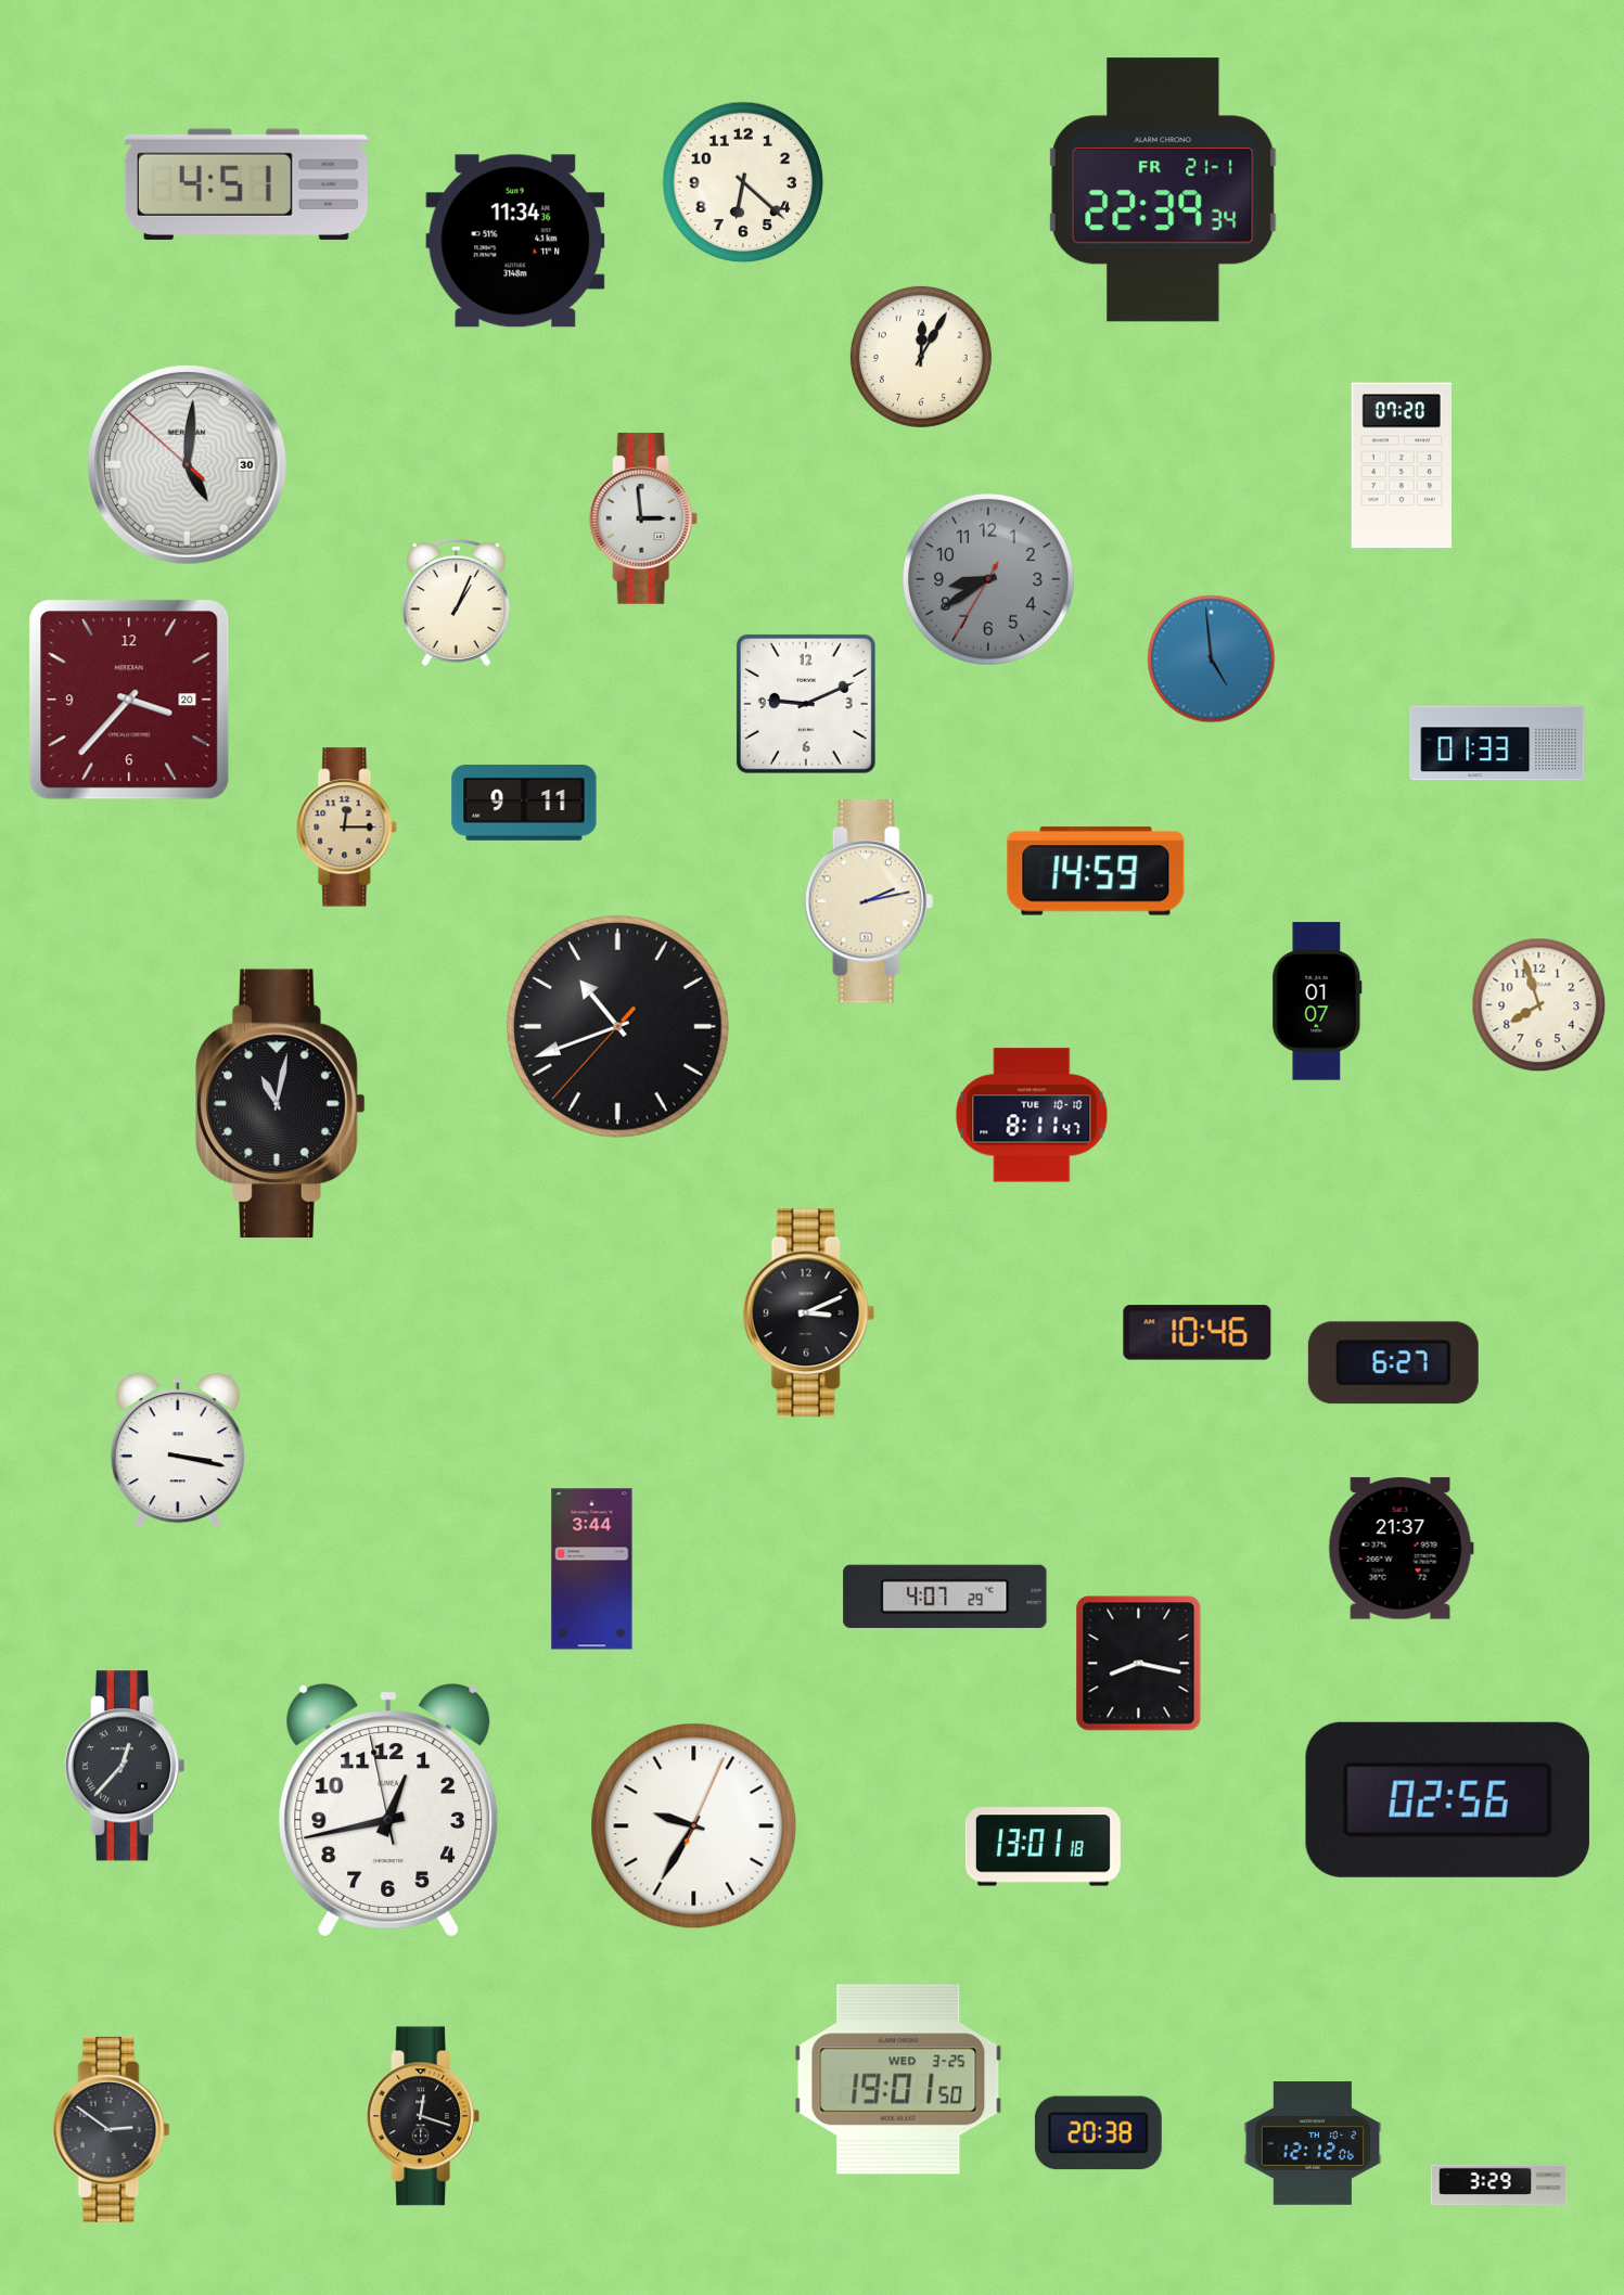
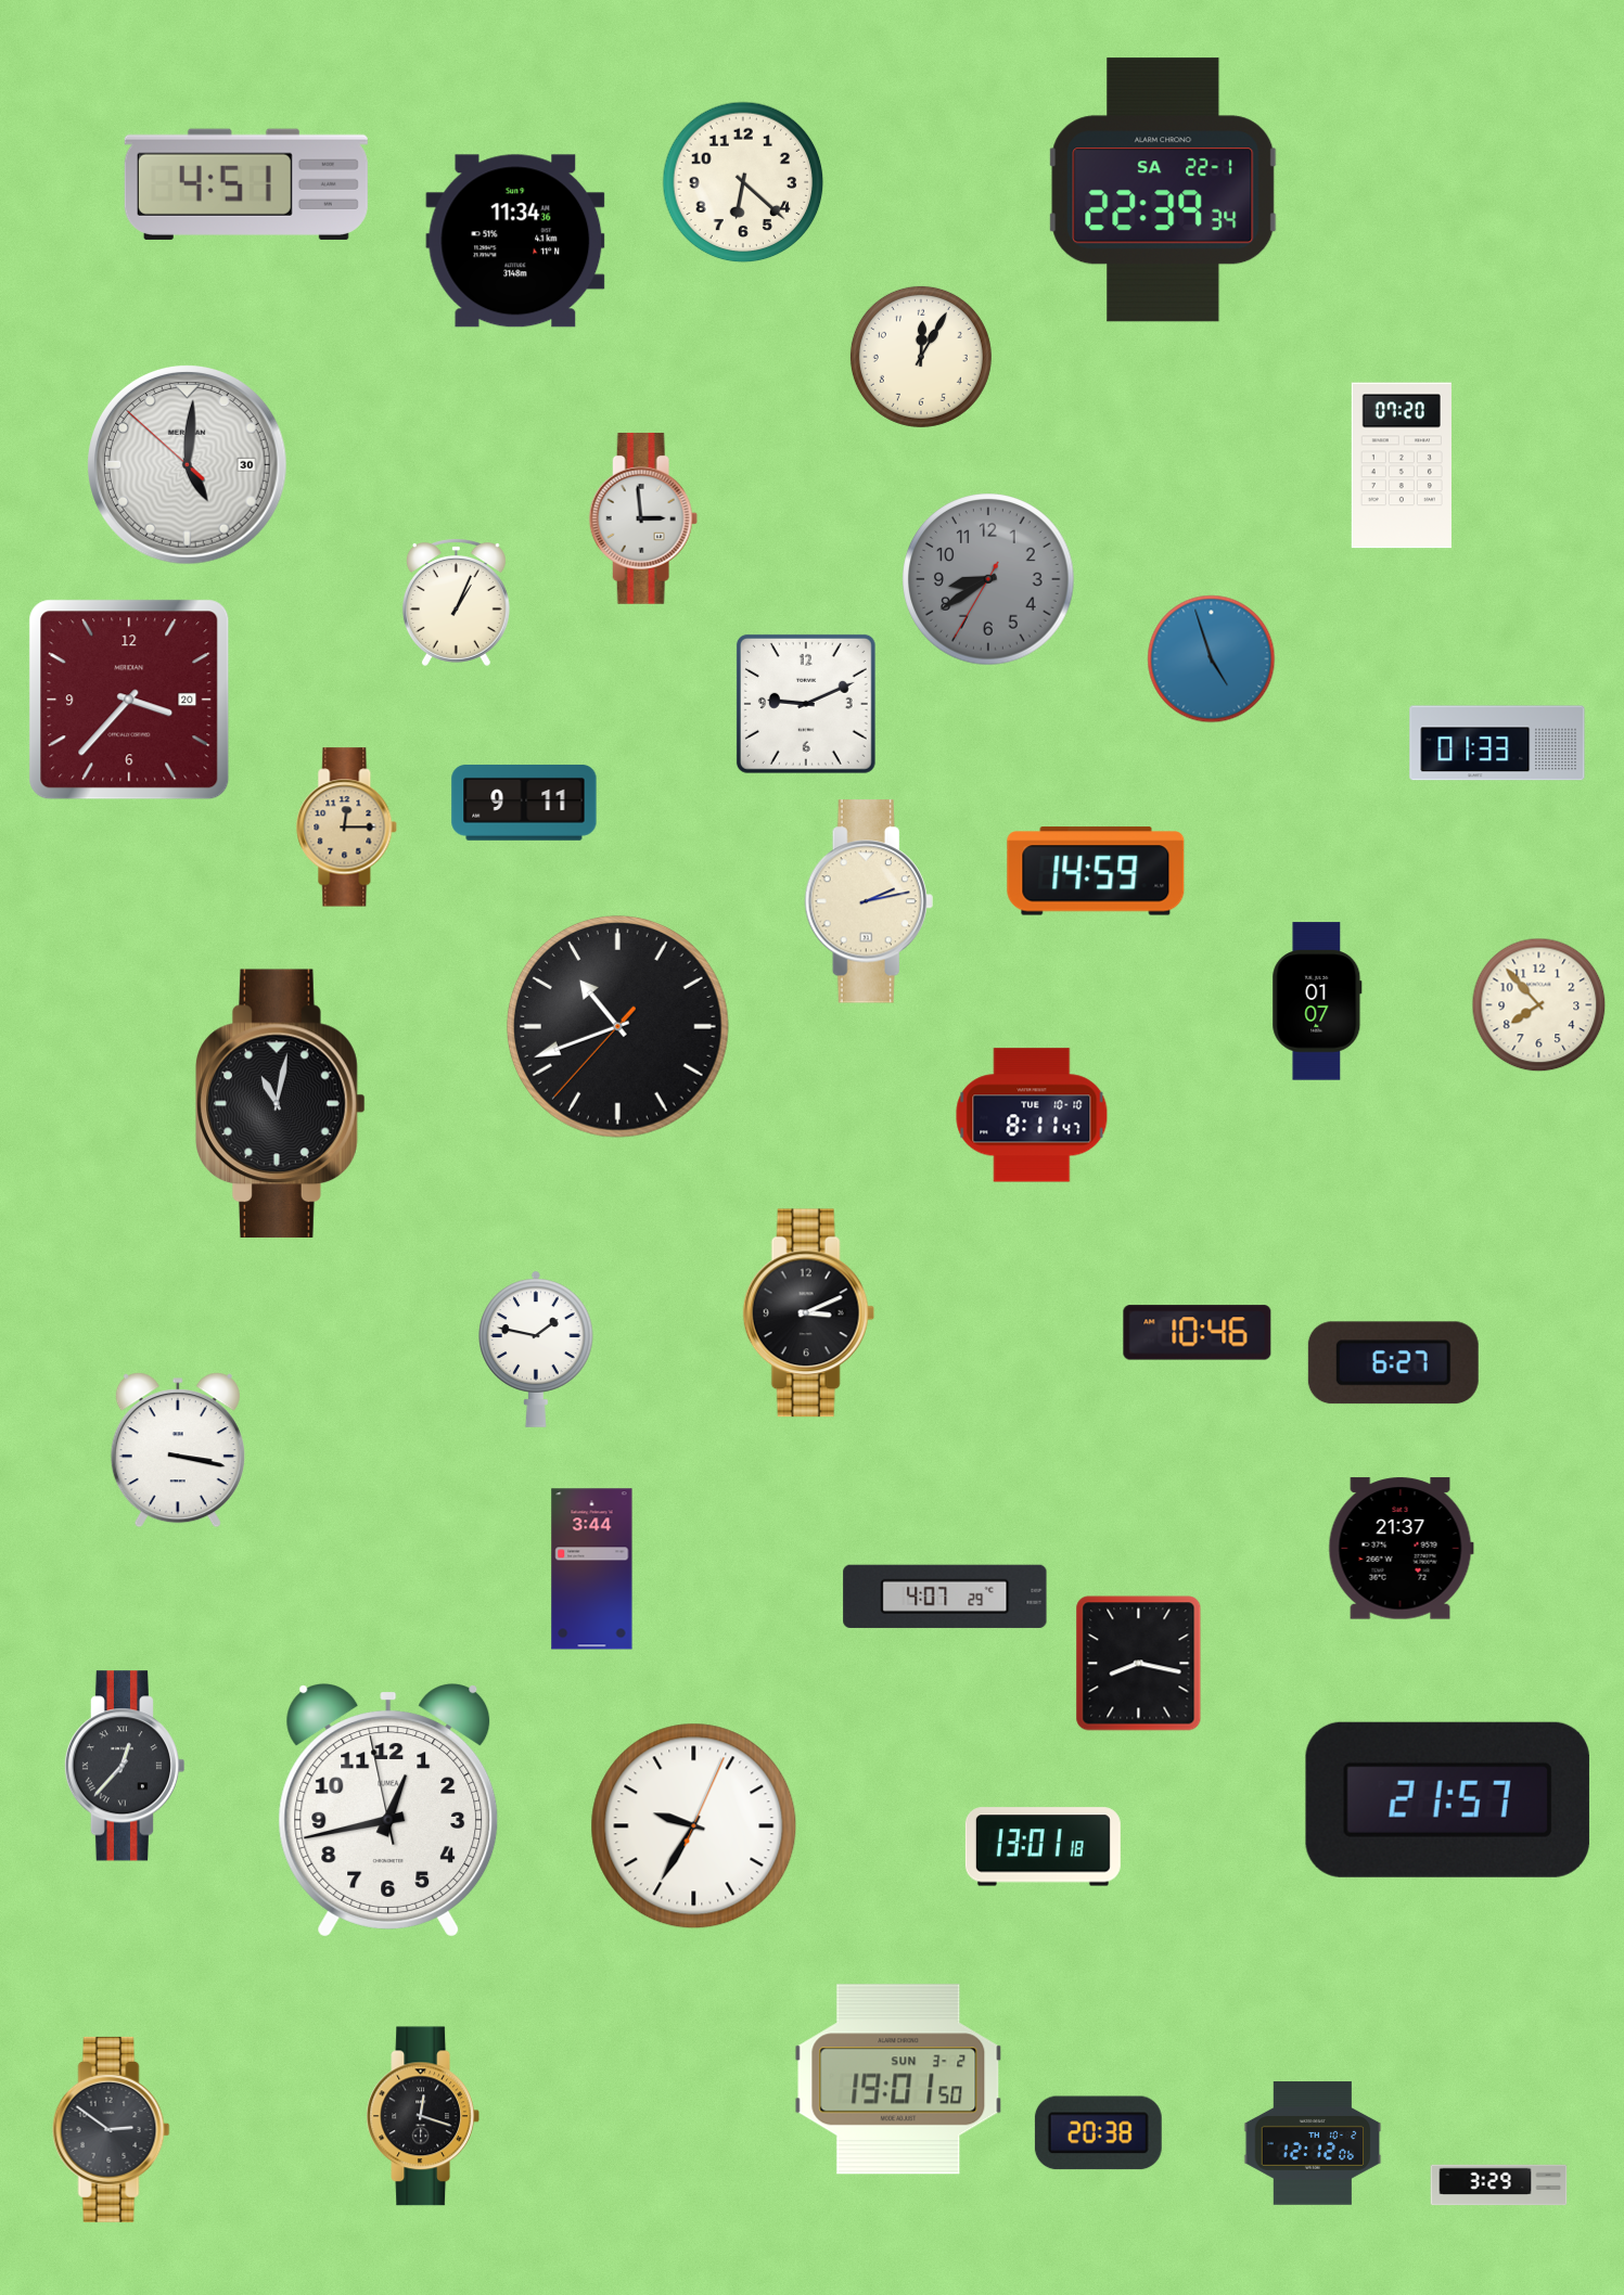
clock at (1163, 190) date: FR 21-1 -> SA 22-1
clock at (1212, 659): 4:59 -> 4:57
clock at (1539, 1005): 7:57 -> 7:53
clock at (536, 1349): none -> 1:47
clock at (1447, 1799): 02:56 -> 21:57
clock at (898, 2079) date: WED 3-25 -> SUN 3-2
